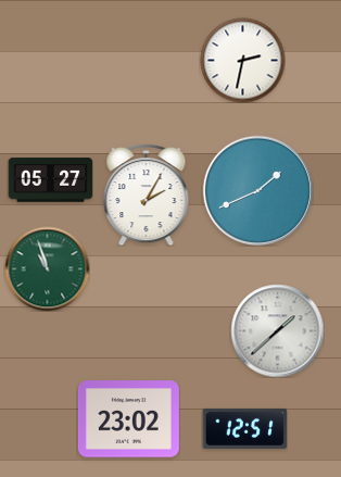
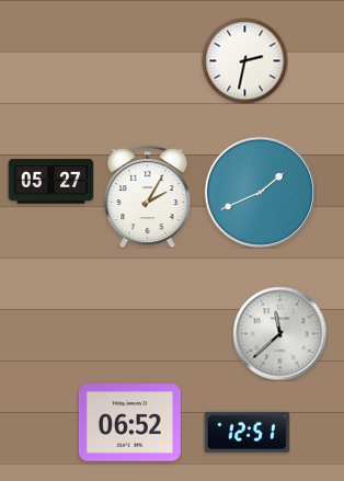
clock at (47, 268): 10:57 -> none
clock at (277, 330): 1:38 -> 11:38
clock at (128, 419): 23:02 -> 06:52
